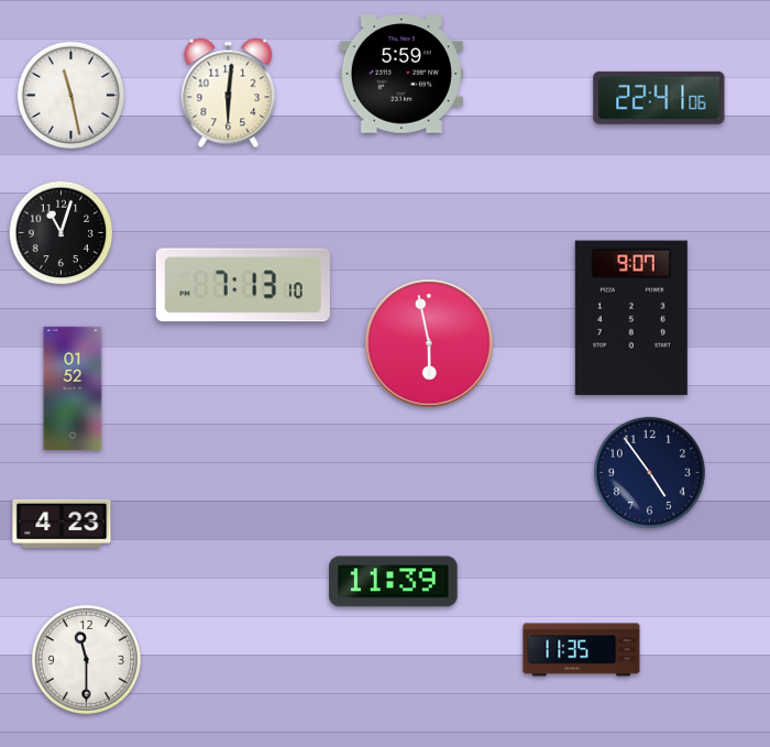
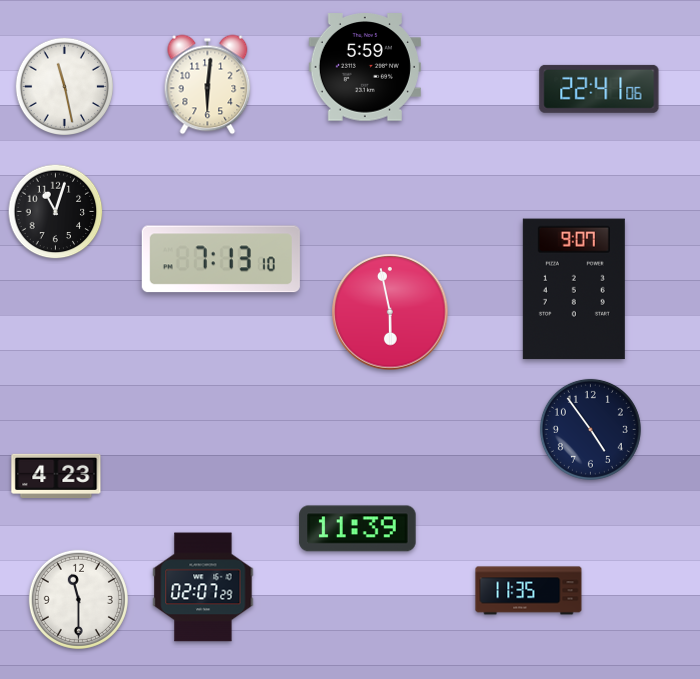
clock at (73, 387): 01:52 -> none
clock at (203, 587): none -> 02:07
